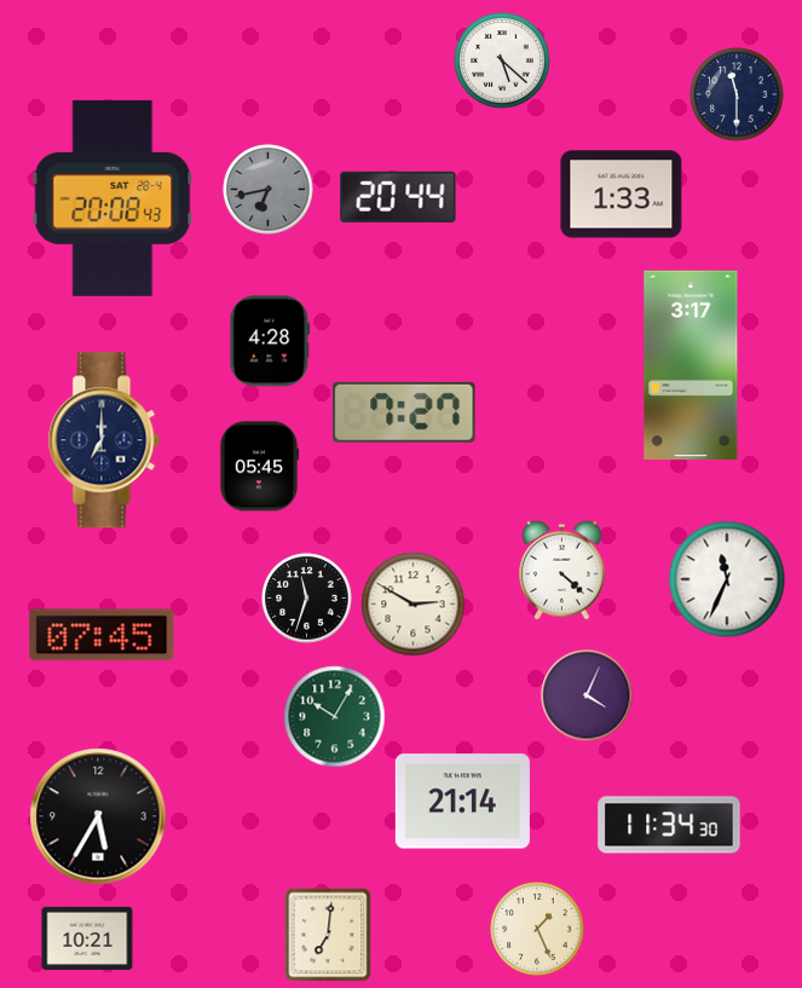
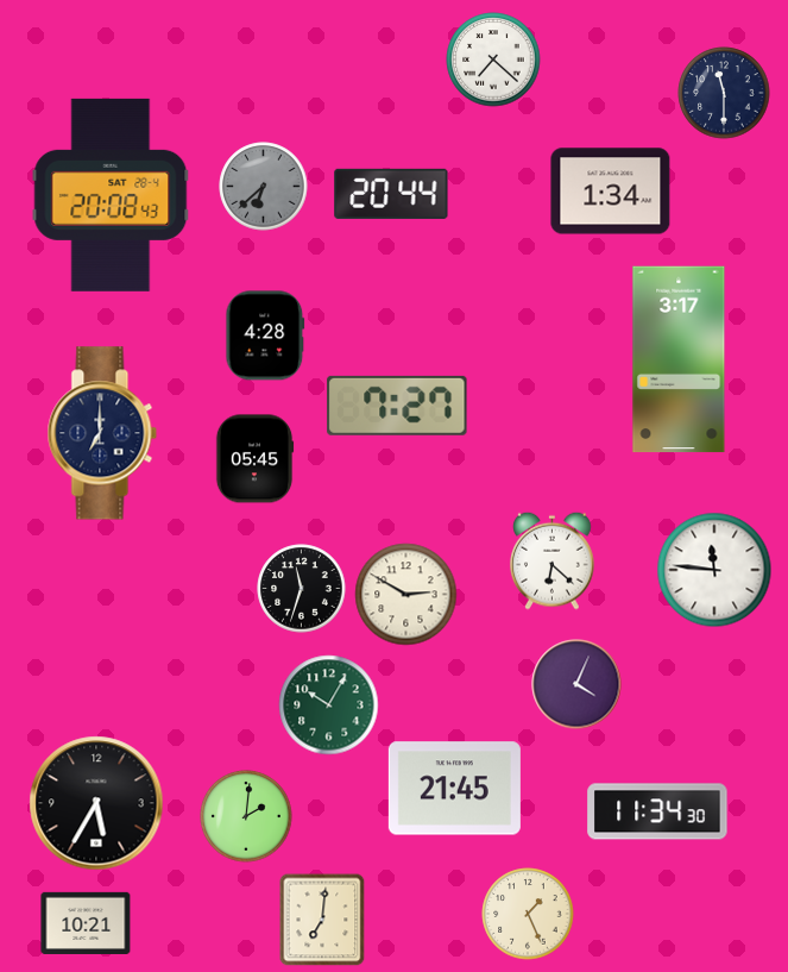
clock at (502, 60): 5:22 -> 7:22
clock at (269, 190): 6:43 -> 6:38
clock at (622, 195): 1:33 -> 1:34
clock at (562, 570): 4:22 -> 6:22
clock at (727, 579): 11:34 -> 11:46
clock at (102, 635): 07:45 -> none
clock at (462, 802): 21:14 -> 21:45
clock at (246, 816): none -> 2:01
